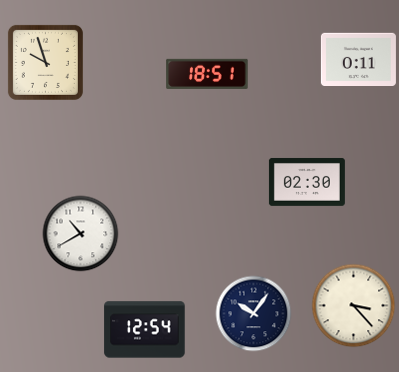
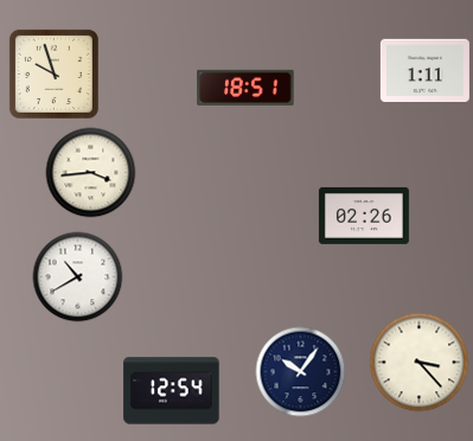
clock at (358, 59): 0:11 -> 1:11
clock at (91, 173): none -> 3:44
clock at (307, 182): 02:30 -> 02:26
clock at (81, 234) position: (81, 234) -> (78, 277)
